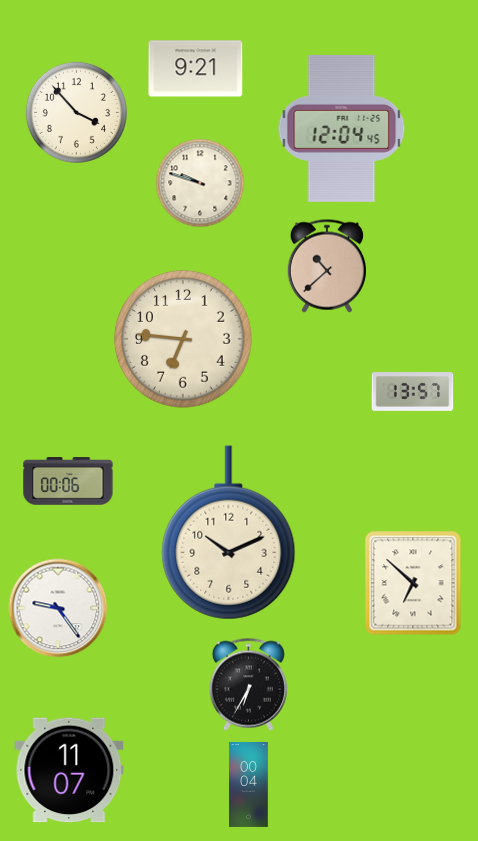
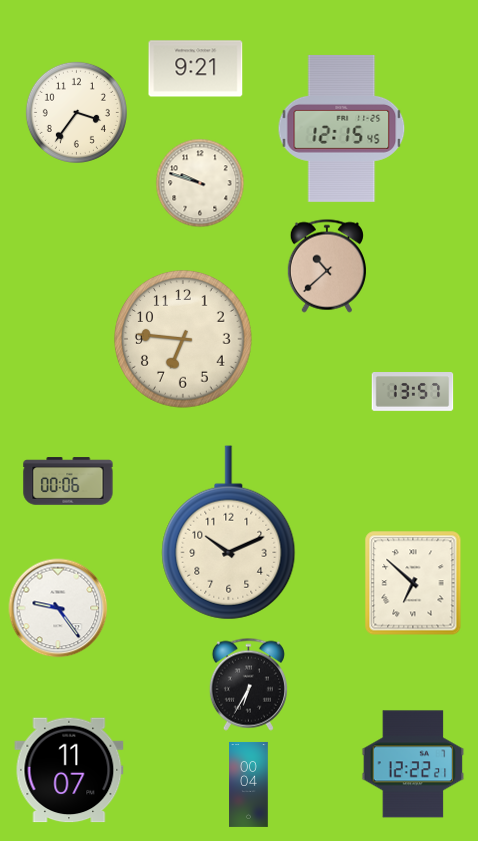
clock at (76, 112): 3:53 -> 3:36
clock at (342, 128): 12:04 -> 12:15
clock at (413, 764): none -> 12:22
